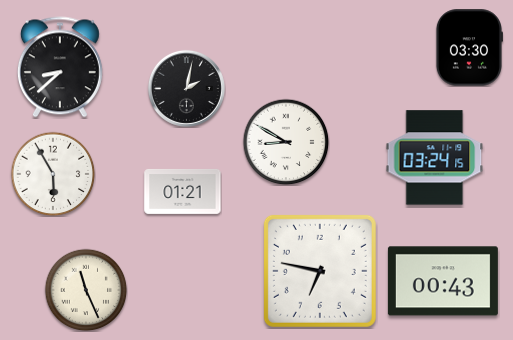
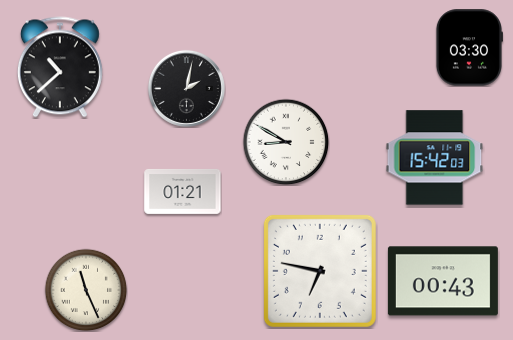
clock at (60, 67): 8:38 -> 10:38
clock at (435, 158): 03:24 -> 15:42
clock at (53, 174): 5:55 -> none
